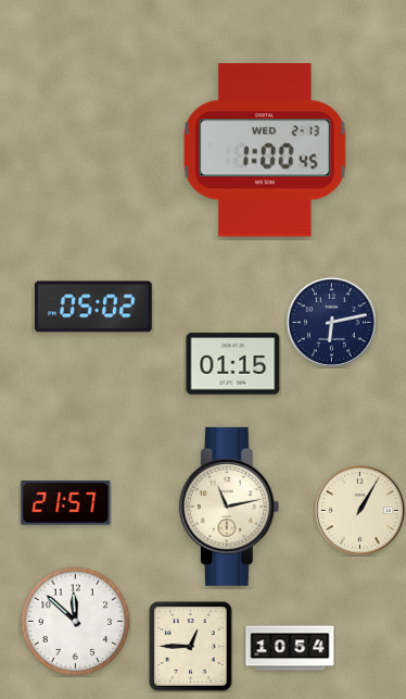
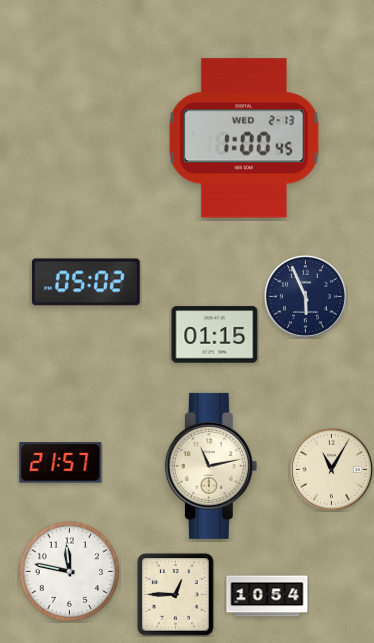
clock at (331, 322): 6:13 -> 5:56
clock at (359, 510): 1:05 -> 11:05
clock at (76, 622): 11:52 -> 11:47
